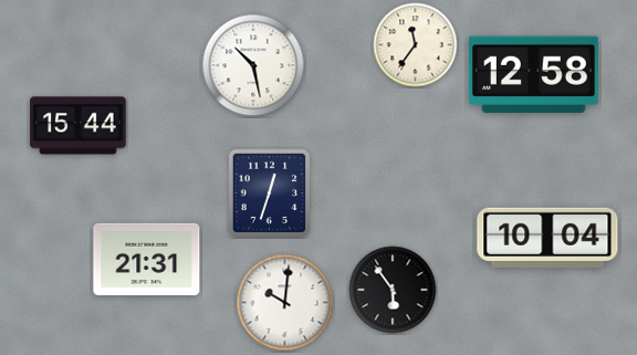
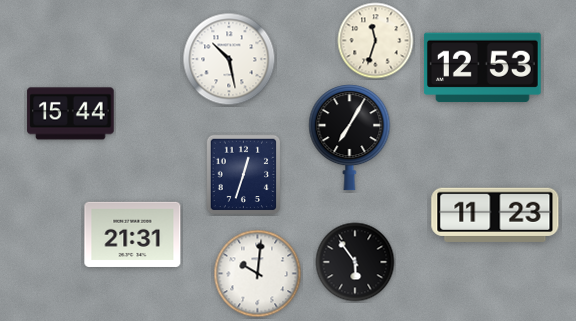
clock at (416, 45): 11:36 -> 11:33
clock at (533, 75): 12:58 -> 12:53
clock at (350, 138): none -> 7:05
clock at (547, 238): 10:04 -> 11:23
